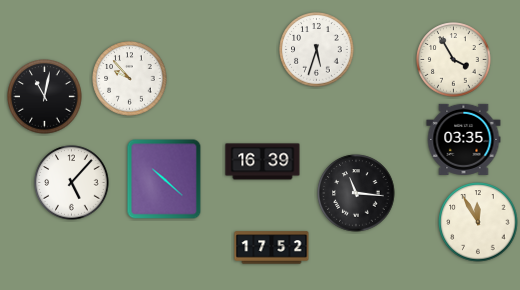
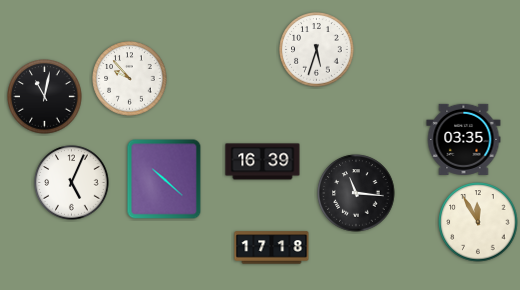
clock at (454, 60): 3:55 -> none
clock at (72, 183): 5:07 -> 5:04
clock at (272, 248): 17:52 -> 17:18
